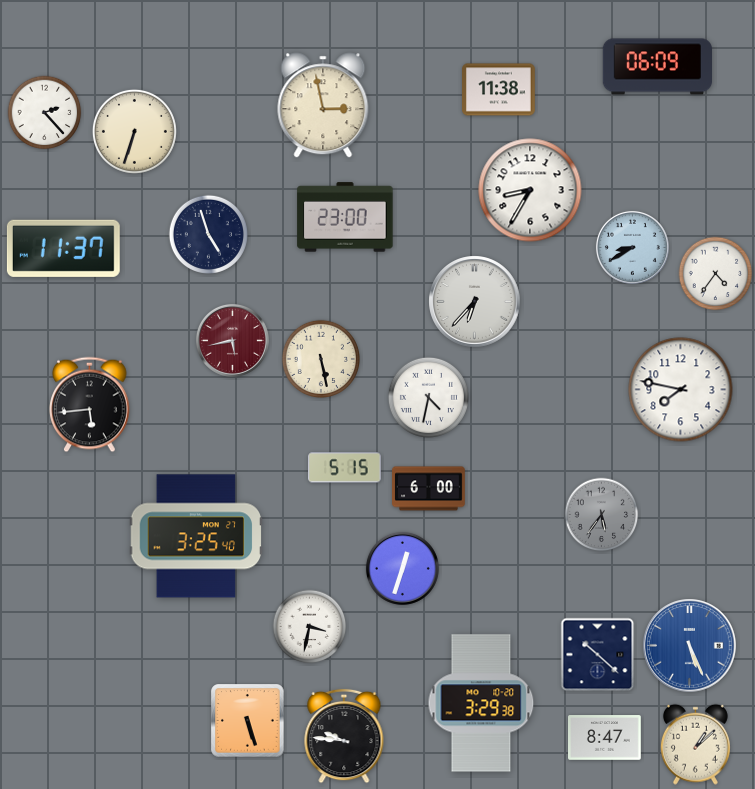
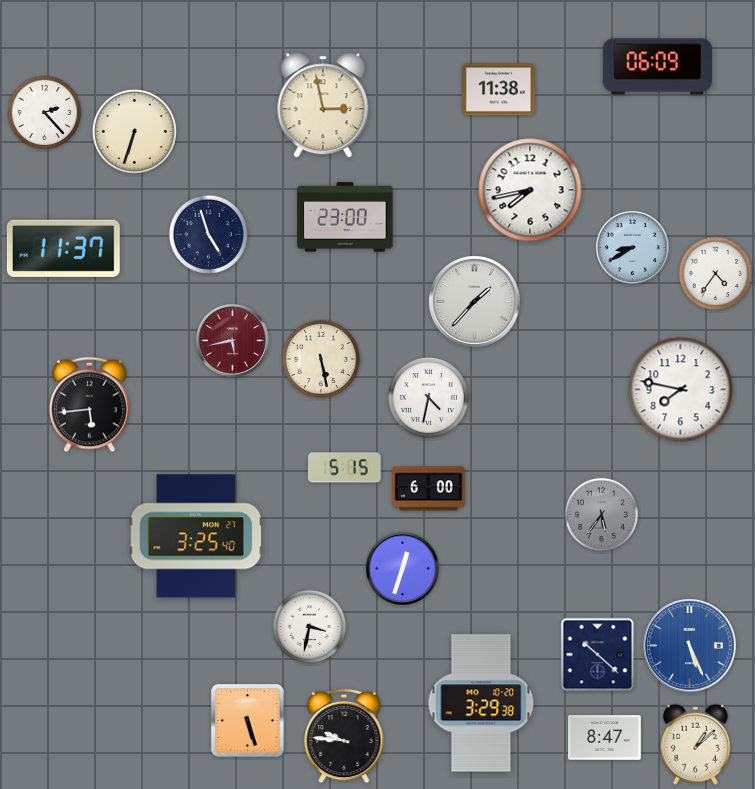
clock at (530, 190): 8:35 -> 7:43
clock at (475, 302): 6:37 -> 1:37
